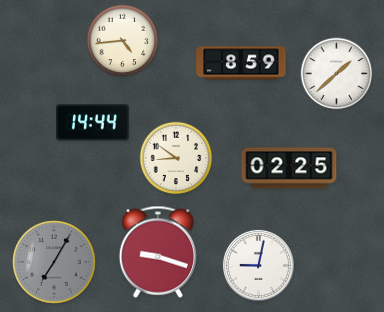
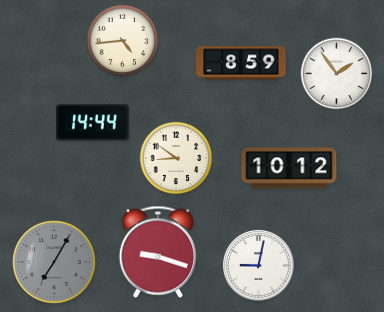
clock at (337, 74): 1:38 -> 1:54
clock at (289, 168): 02:25 -> 10:12
